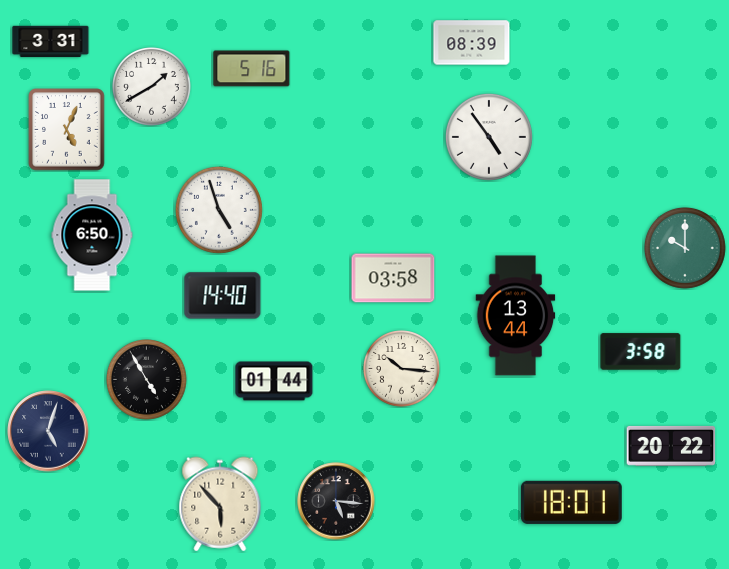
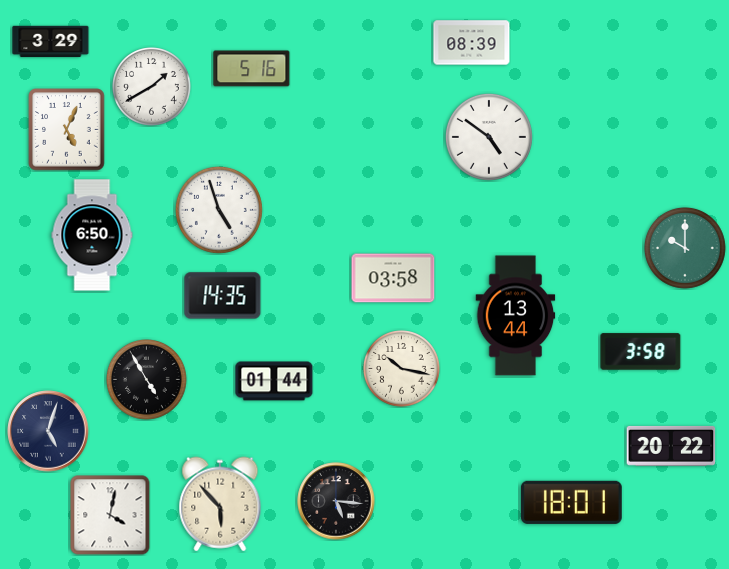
clock at (51, 42): 3:31 -> 3:29
clock at (489, 137): 4:54 -> 4:51
clock at (223, 296): 14:40 -> 14:35
clock at (402, 369): 10:16 -> 10:17
clock at (110, 515): none -> 4:02
